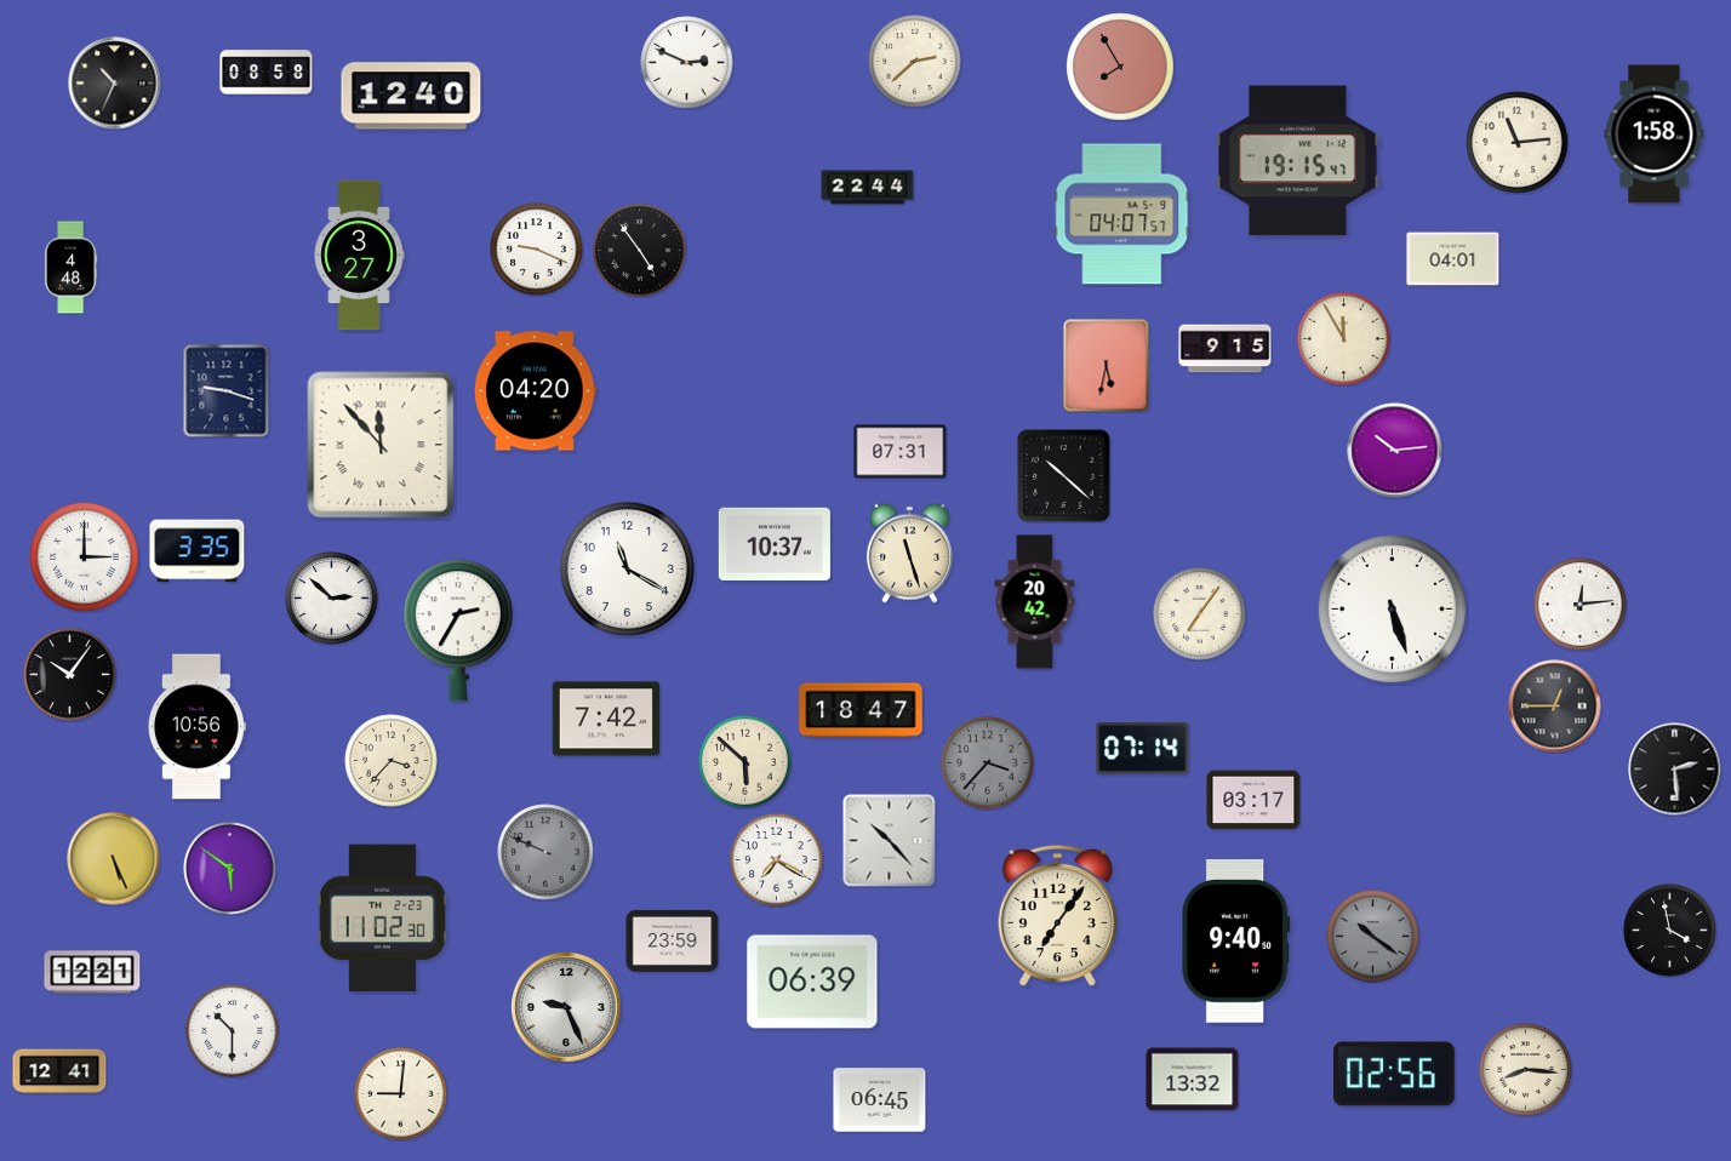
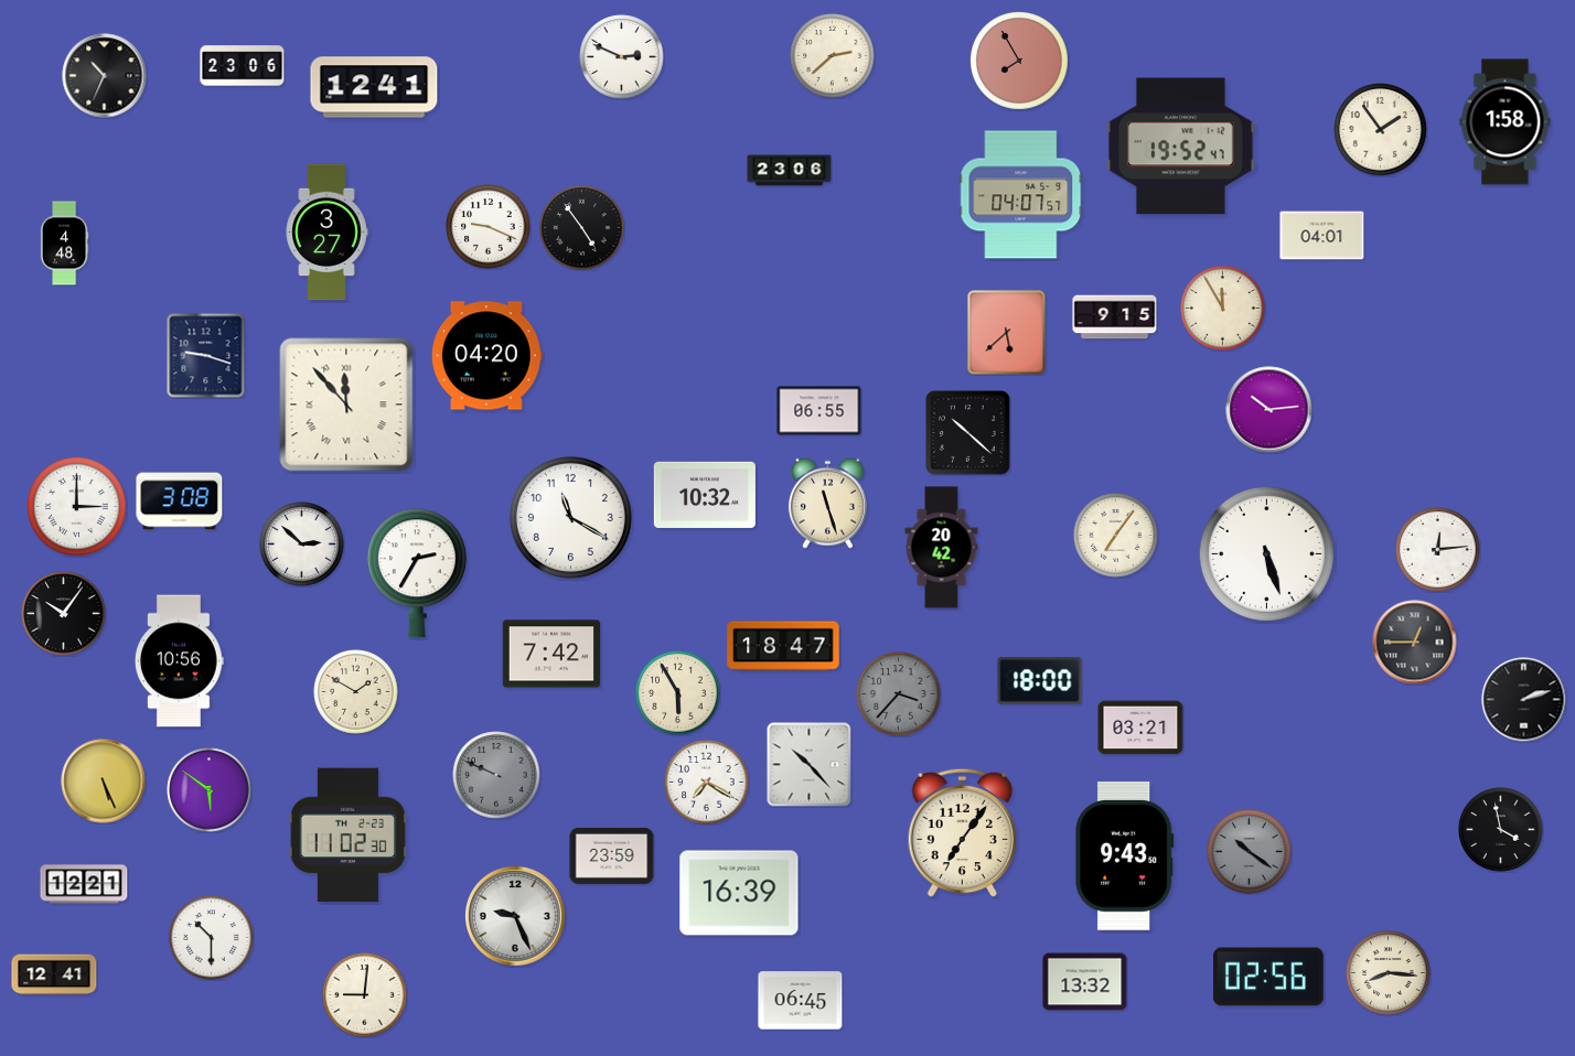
clock at (687, 63) position: (687, 63) -> (622, 57)
clock at (267, 73): 08:58 -> 23:06
clock at (411, 96): 12:40 -> 12:41
clock at (1518, 143): 11:14 -> 1:54
clock at (1297, 161): 19:15 -> 19:52
clock at (868, 188): 22:44 -> 23:06
clock at (1107, 366): 5:32 -> 5:38
clock at (901, 452): 07:31 -> 06:55
clock at (775, 544): 10:37 -> 10:32
clock at (198, 551): 3:35 -> 3:08
clock at (1200, 614) position: (1200, 614) -> (1116, 536)
clock at (1143, 749): 07:14 -> 18:00
clock at (392, 761): 3:37 -> 1:50
clock at (745, 762): 5:52 -> 5:55
clock at (1675, 770): 2:29 -> 2:12
clock at (1253, 800): 03:17 -> 03:21
clock at (1670, 931) position: (1670, 931) -> (1501, 830)
clock at (1236, 940): 9:40 -> 9:43
clock at (812, 982): 06:39 -> 16:39
